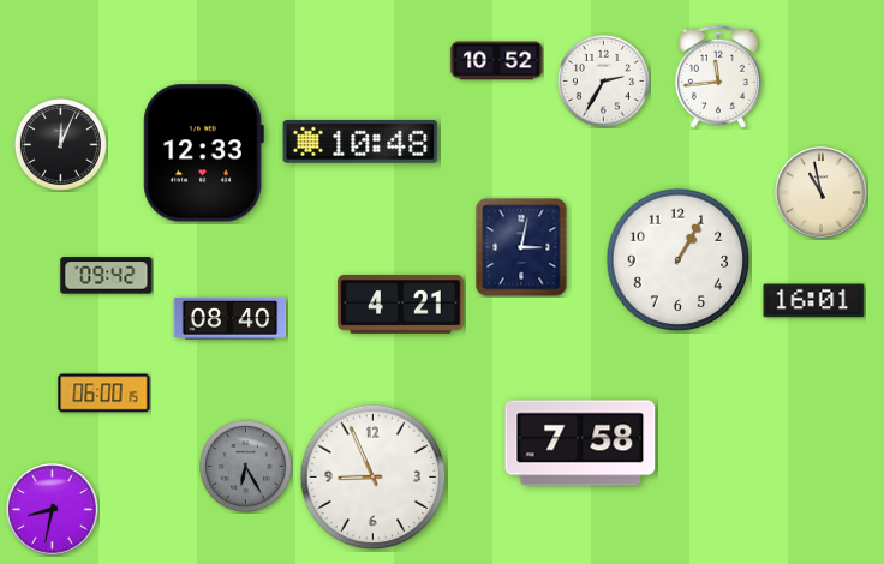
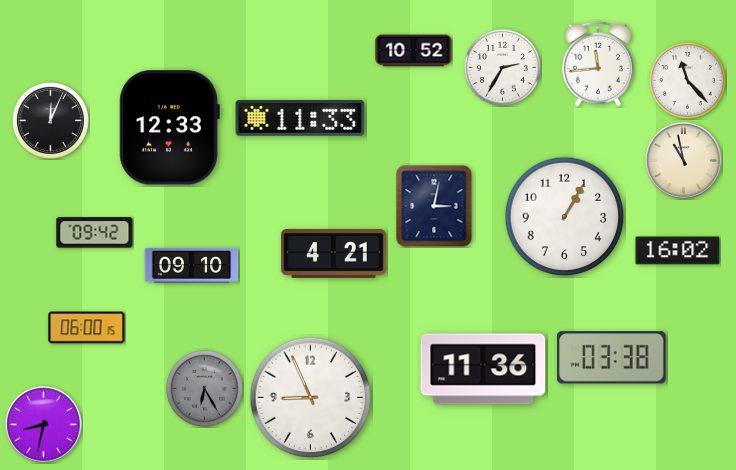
clock at (687, 80): none -> 11:23
clock at (360, 142): 10:48 -> 11:33
clock at (107, 276) position: (107, 276) -> (95, 233)
clock at (814, 301): 16:01 -> 16:02
clock at (231, 319): 08:40 -> 09:10
clock at (612, 358): none -> 03:38
clock at (580, 443): 7:58 -> 11:36
